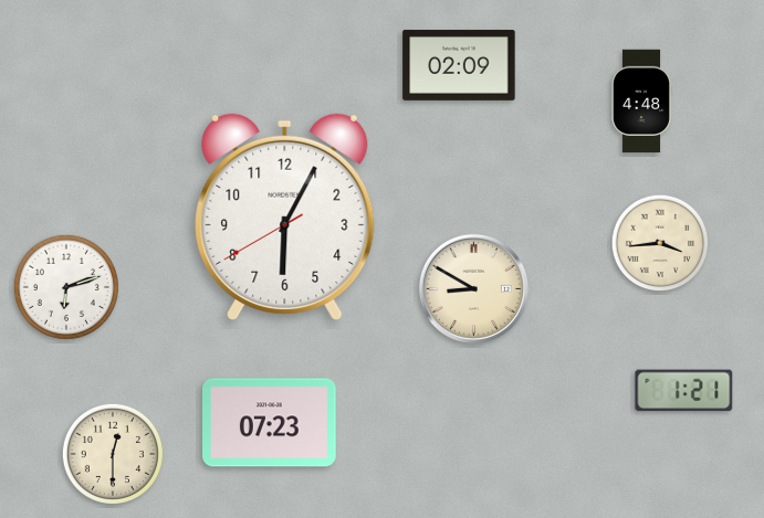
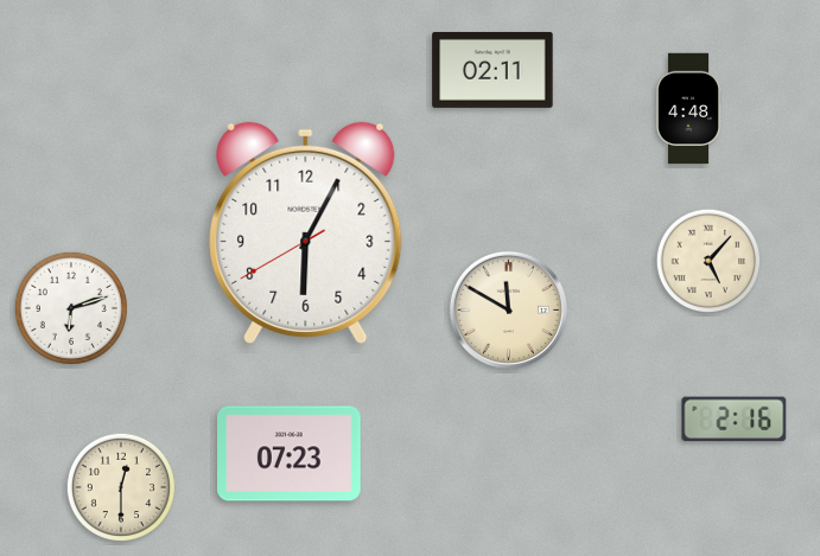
clock at (459, 65): 02:09 -> 02:11
clock at (660, 243): 3:44 -> 5:07
clock at (473, 288): 8:50 -> 11:50
clock at (684, 391): 1:21 -> 2:16
